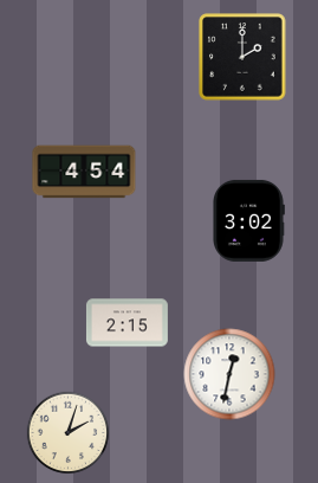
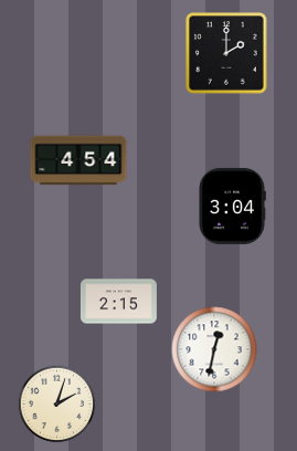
clock at (249, 220): 3:02 -> 3:04
clock at (69, 433) position: (69, 433) -> (57, 405)
